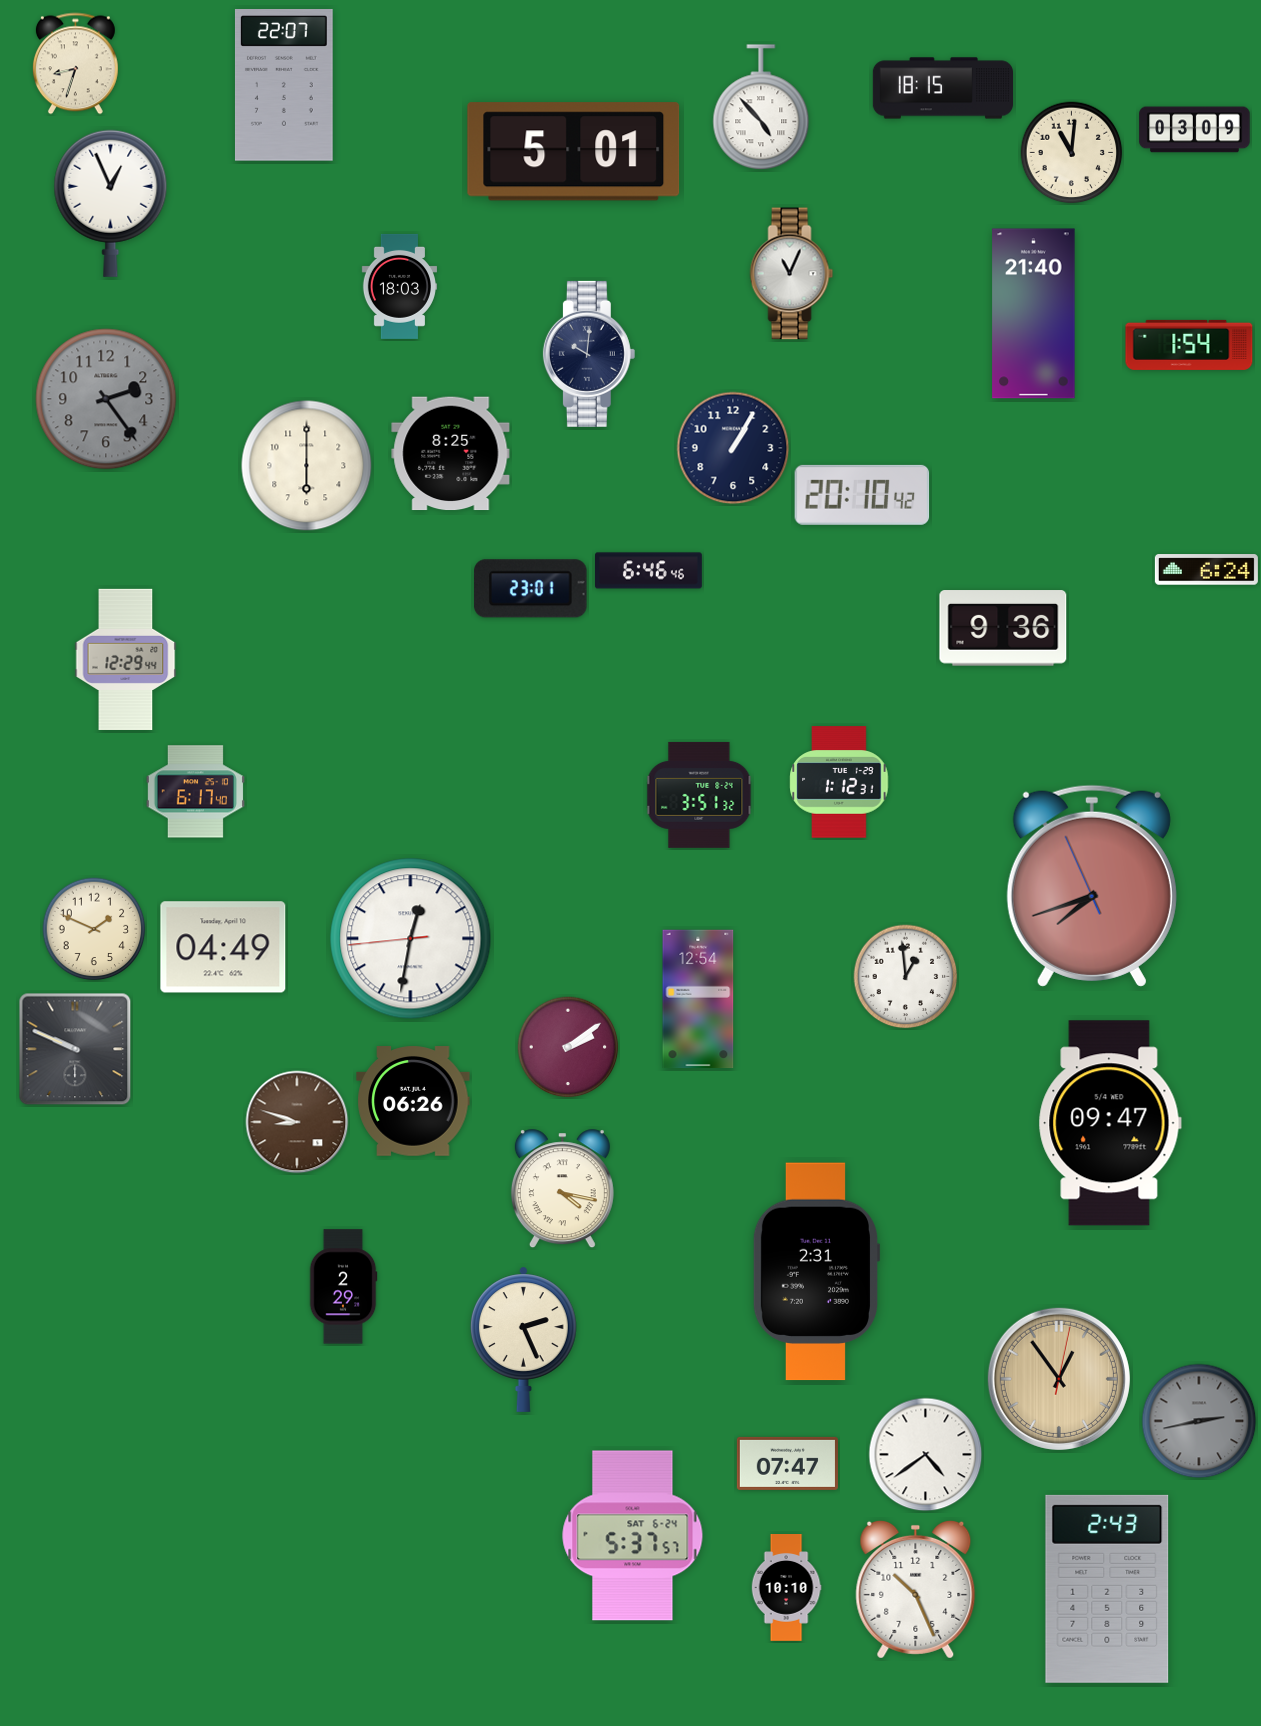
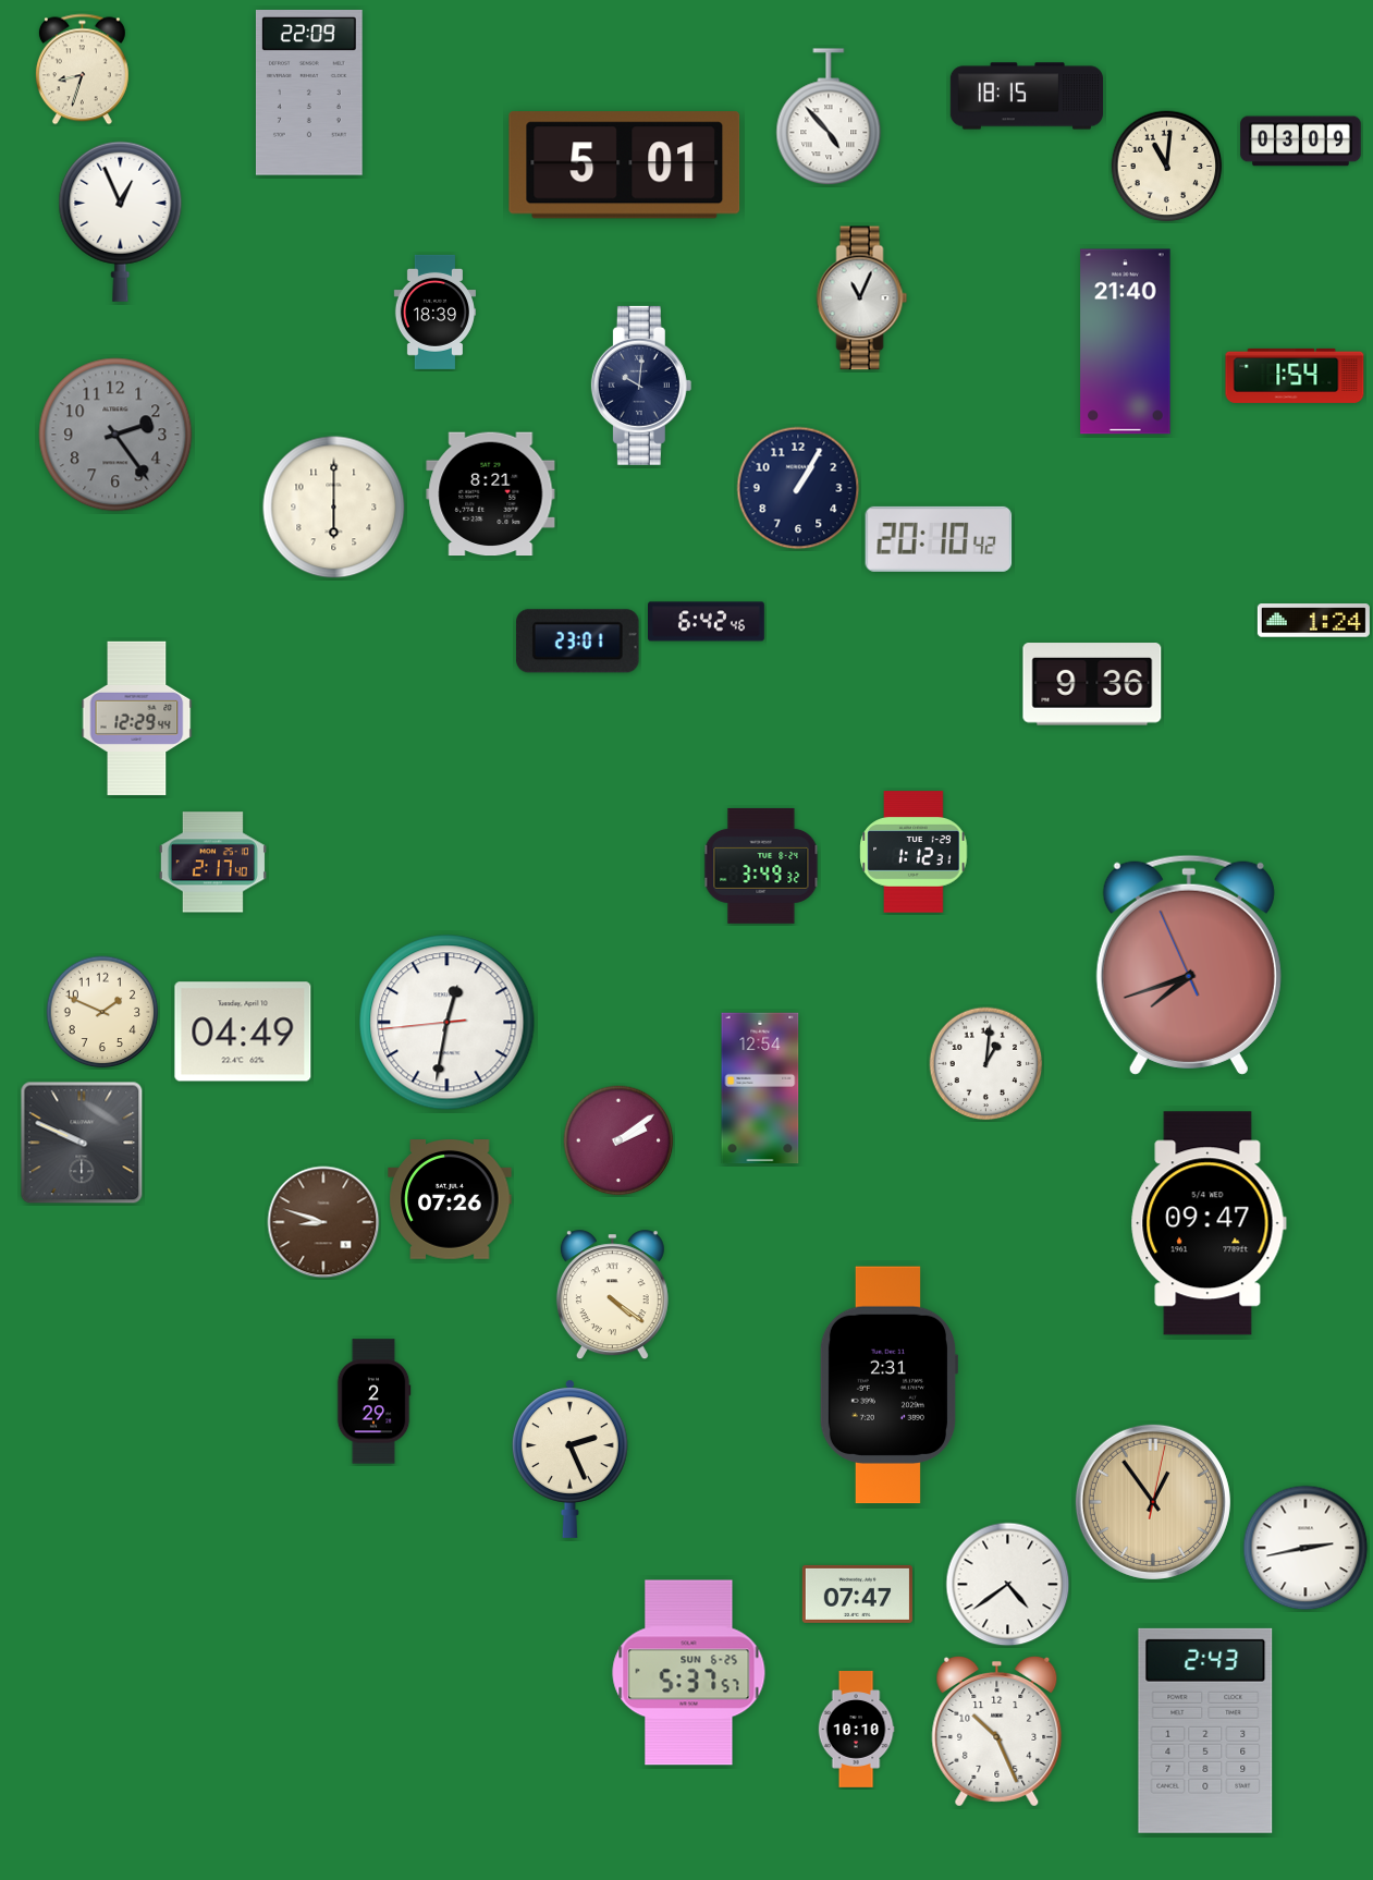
clock at (284, 86): 22:07 -> 22:09
clock at (399, 286): 18:03 -> 18:39
clock at (451, 454): 8:25 -> 8:21
clock at (1206, 570): 6:24 -> 1:24
clock at (649, 571): 6:46 -> 6:42
clock at (195, 792): 6:17 -> 2:17
clock at (699, 795): 3:51 -> 3:49
clock at (906, 977): 12:59 -> 1:01
clock at (413, 1101): 06:26 -> 07:26
clock at (562, 1189): 4:17 -> 4:21
clock at (1199, 1421) dial: grey -> white
clock at (633, 1536) date: SAT 6-24 -> SUN 6-25
